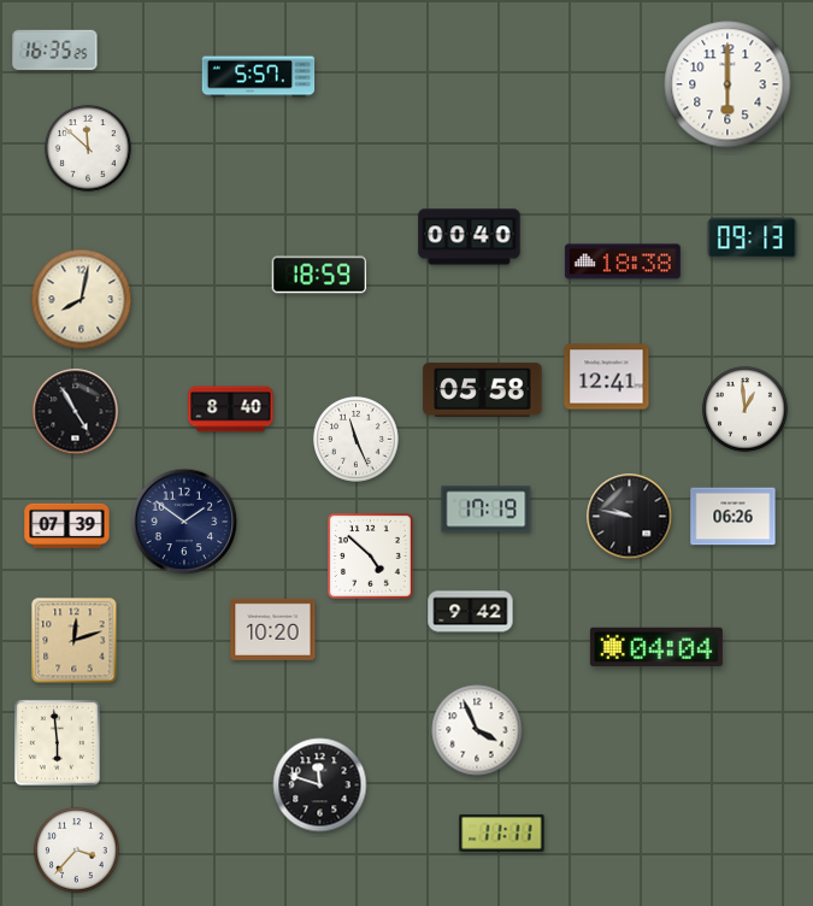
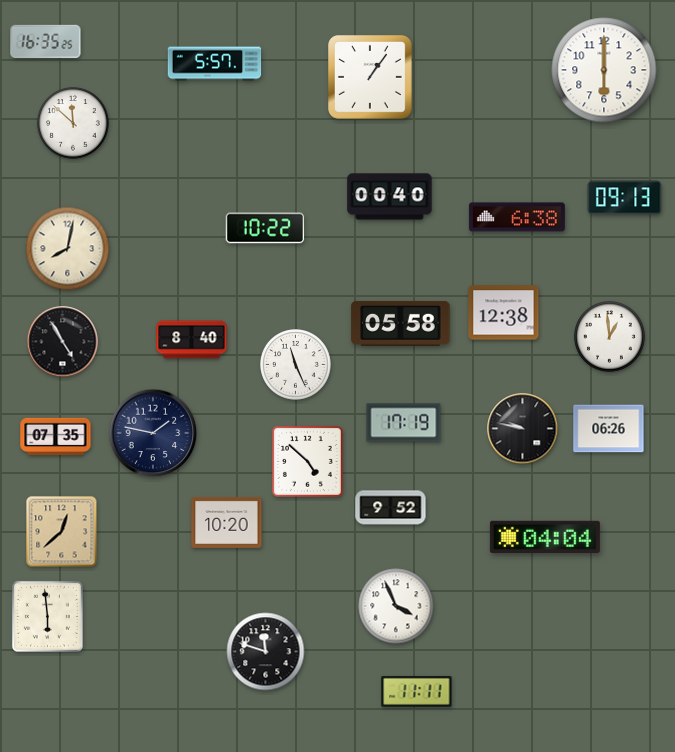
clock at (371, 78): none -> 1:06
clock at (623, 261): 18:38 -> 6:38
clock at (319, 275): 18:59 -> 10:22
clock at (607, 377): 12:41 -> 12:38
clock at (746, 410) position: (746, 410) -> (610, 337)
clock at (184, 522): 1:51 -> 1:47
clock at (67, 525): 07:39 -> 07:35
clock at (471, 612): 9:42 -> 9:52
clock at (75, 641): 12:12 -> 12:38
clock at (77, 851): 3:37 -> none
